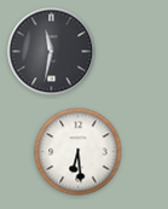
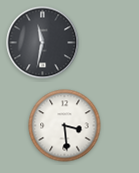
clock at (79, 152): 6:29 -> 3:29
